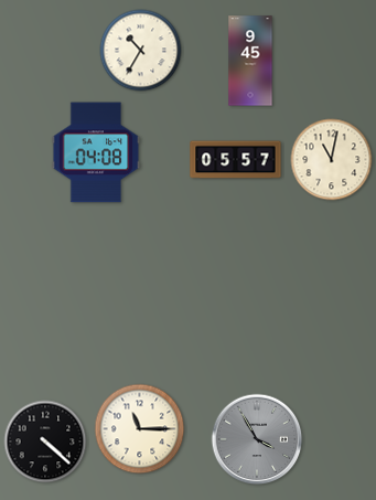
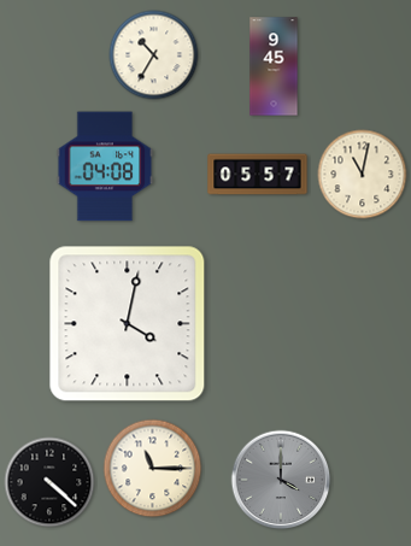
clock at (128, 324): none -> 4:02
clock at (257, 439): 3:55 -> 4:00
